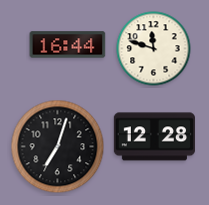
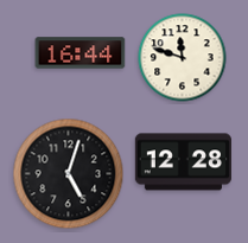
clock at (58, 147): 7:03 -> 5:03
